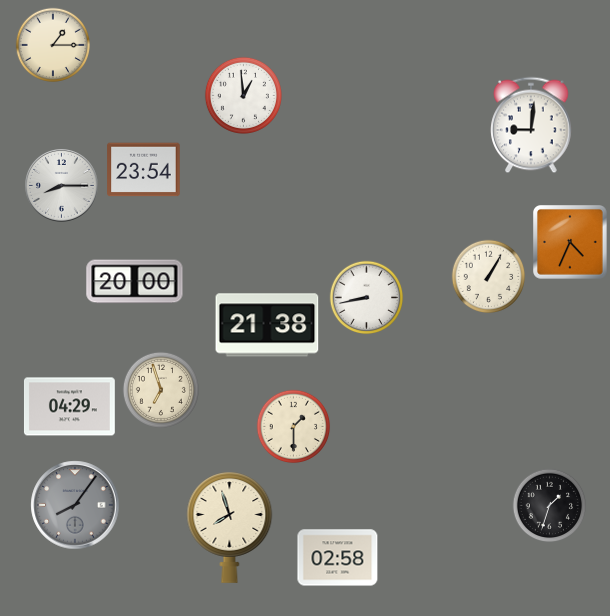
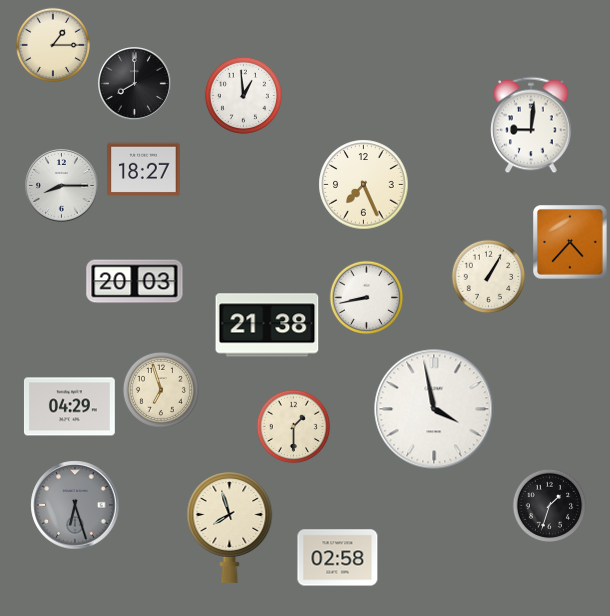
clock at (135, 84): none -> 8:00
clock at (144, 170): 23:54 -> 18:27
clock at (364, 185): none -> 7:26
clock at (570, 242): 4:34 -> 4:37
clock at (135, 282): 20:00 -> 20:03
clock at (434, 409): none -> 3:58
clock at (75, 505): 8:06 -> 6:27
